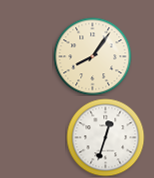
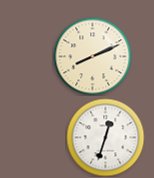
clock at (92, 56): 8:06 -> 8:11
